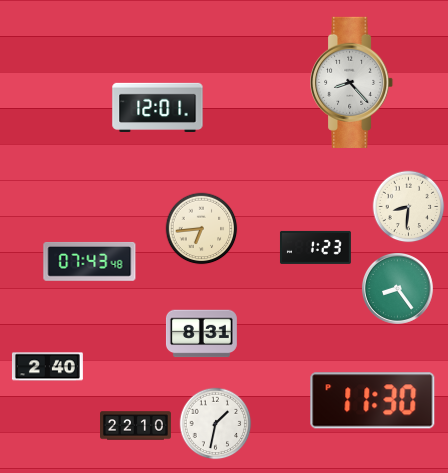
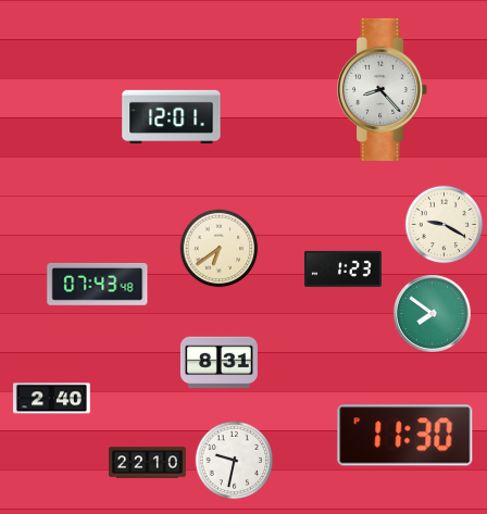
clock at (409, 207): 8:31 -> 9:20
clock at (202, 229): 6:44 -> 6:39
clock at (397, 288): 8:24 -> 7:51
clock at (216, 424): 1:32 -> 9:32
